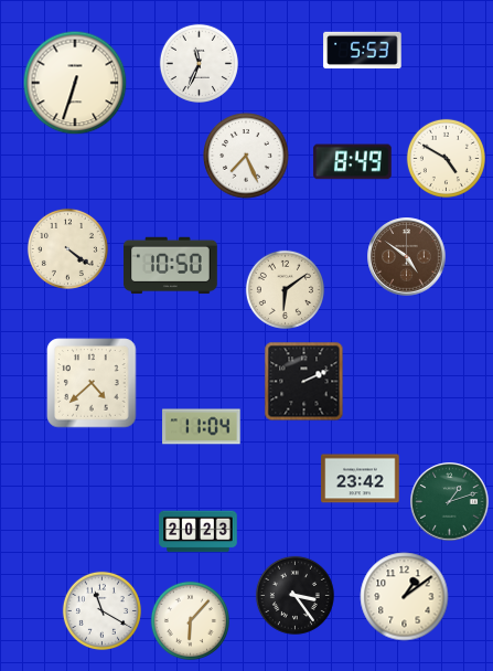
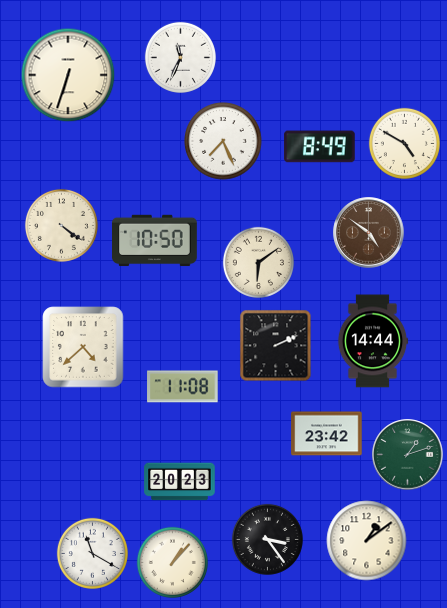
clock at (363, 51): 5:53 -> none
clock at (373, 341): none -> 14:44
clock at (202, 427): 11:04 -> 11:08
clock at (190, 620): 6:07 -> 1:07
